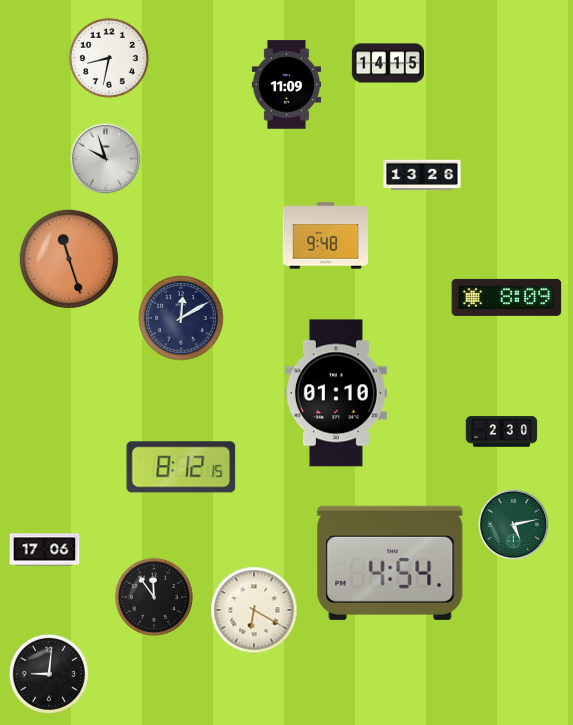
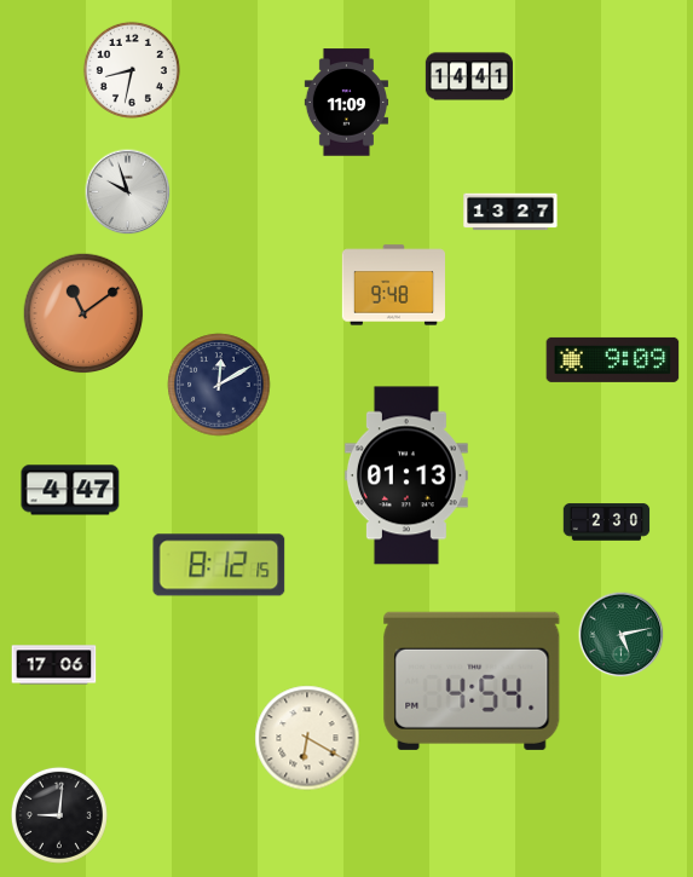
clock at (387, 63): 14:15 -> 14:41
clock at (422, 175): 13:26 -> 13:27
clock at (69, 259): 11:27 -> 11:09
clock at (507, 297): 8:09 -> 9:09
clock at (336, 393): 01:10 -> 01:13
clock at (70, 490): none -> 4:47
clock at (153, 596): 11:54 -> none
